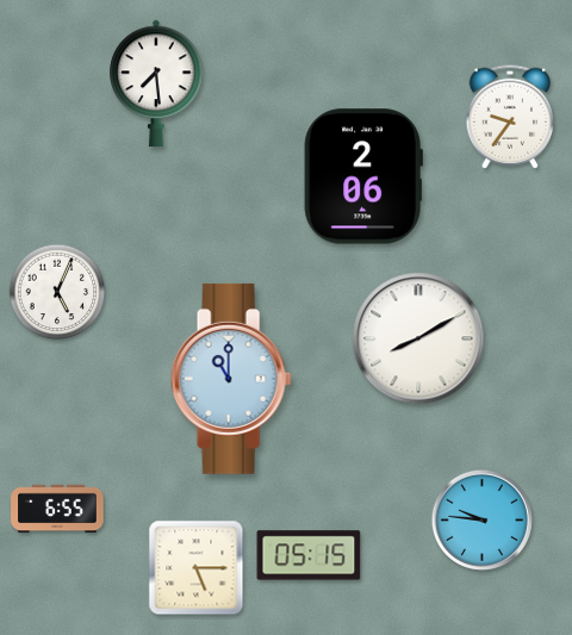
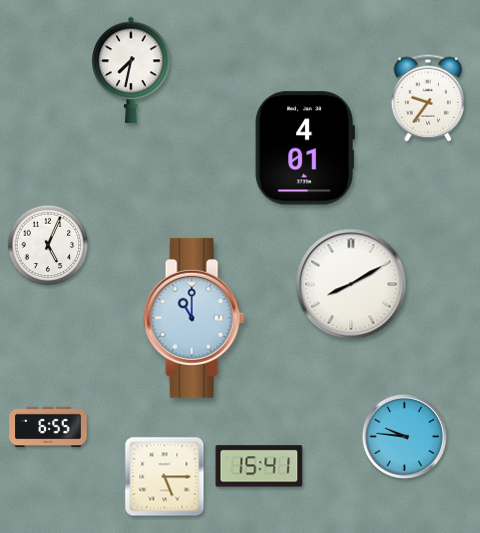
clock at (156, 83): 7:29 -> 7:32
clock at (363, 176): 2:06 -> 4:01
clock at (309, 555): 05:15 -> 15:41
